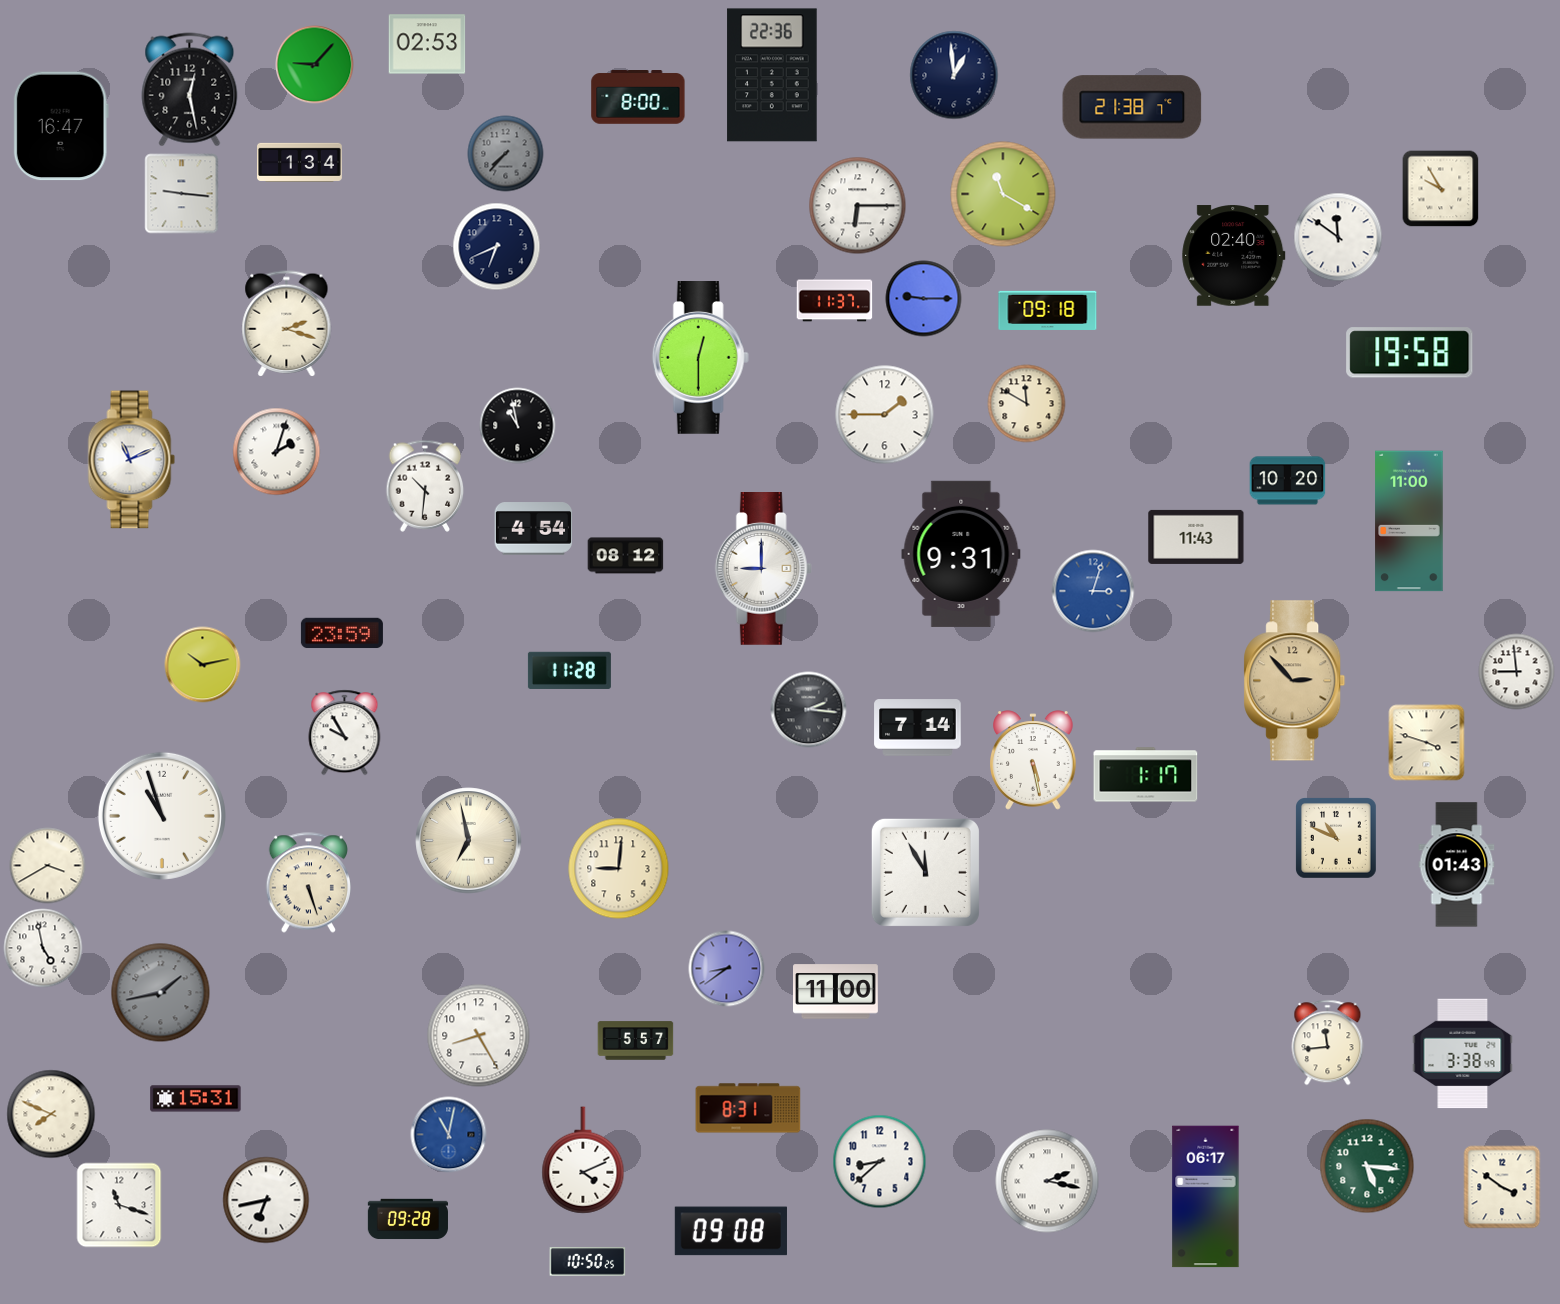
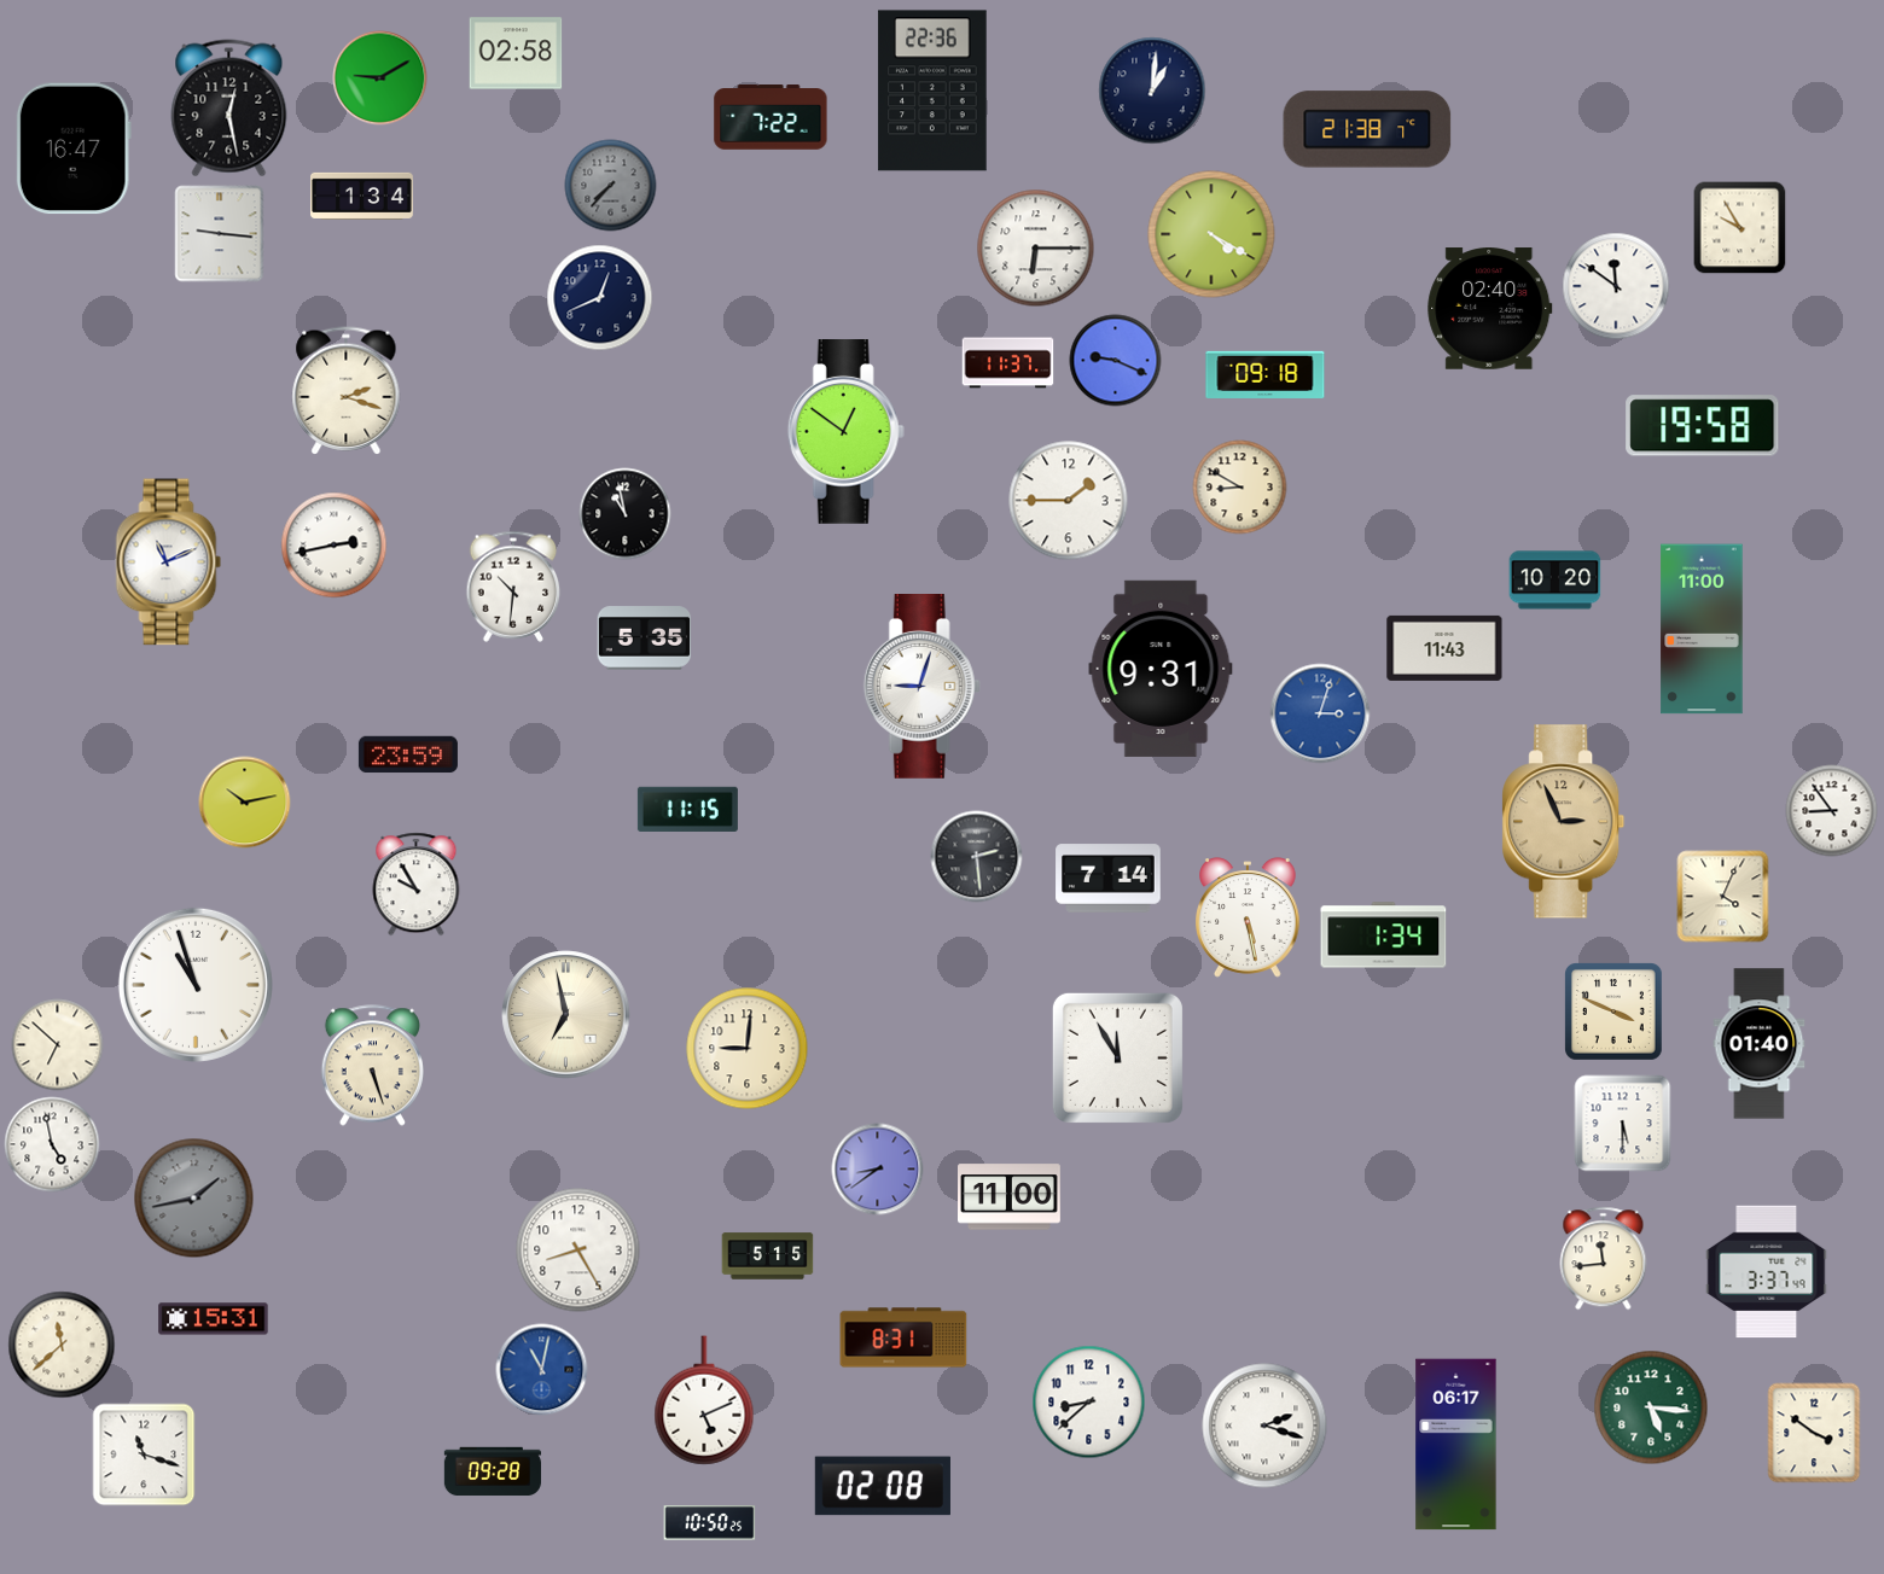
clock at (427, 44): 02:53 -> 02:58
clock at (315, 65): 9:07 -> 9:10
clock at (954, 75): 12:59 -> 1:01
clock at (638, 98): 8:00 -> 7:22
clock at (61, 126) position: (61, 126) -> (74, 148)
clock at (1003, 194): 11:20 -> 4:20
clock at (497, 247): 6:41 -> 12:41
clock at (924, 299): 9:15 -> 9:19
clock at (700, 358): 12:30 -> 12:51
clock at (1027, 404): 11:50 -> 8:50
clock at (277, 452): 2:03 -> 2:43
clock at (132, 460) position: (132, 460) -> (169, 562)
clock at (534, 529): 4:54 -> 5:35
clock at (626, 556): 08:12 -> none
clock at (763, 569): 9:00 -> 9:03
clock at (342, 633) position: (342, 633) -> (408, 754)
clock at (569, 670): 11:28 -> 11:15
clock at (1517, 672): 8:59 -> 8:54
clock at (1295, 681): 2:53 -> 2:56
clock at (809, 710): 2:16 -> 2:29
clock at (1427, 743): 3:48 -> 4:04
clock at (1146, 775): 1:17 -> 1:34
clock at (1337, 839): 10:49 -> 3:49
clock at (1457, 865): 01:43 -> 01:40
clock at (48, 866): 3:40 -> 6:52
clock at (925, 872) position: (925, 872) -> (1117, 1057)
clock at (1623, 1124): none -> 5:30
clock at (636, 1041): 5:57 -> 5:15
clock at (1463, 1054): 3:38 -> 3:37
clock at (196, 1099) position: (196, 1099) -> (214, 1319)
clock at (51, 1114): 7:49 -> 11:38
clock at (583, 1160): 4:11 -> 5:11
clock at (880, 1162) position: (880, 1162) -> (1089, 1403)
clock at (1047, 1181): 2:17 -> 2:18
clock at (266, 1200): 6:43 -> none
clock at (731, 1231): 09:08 -> 02:08
